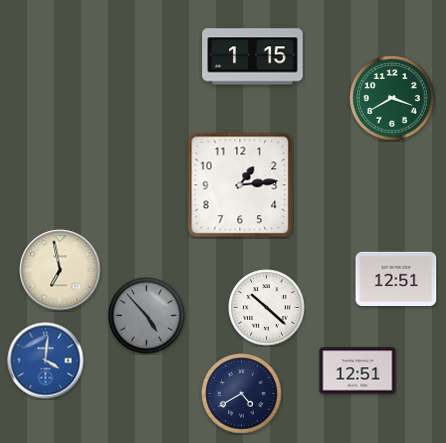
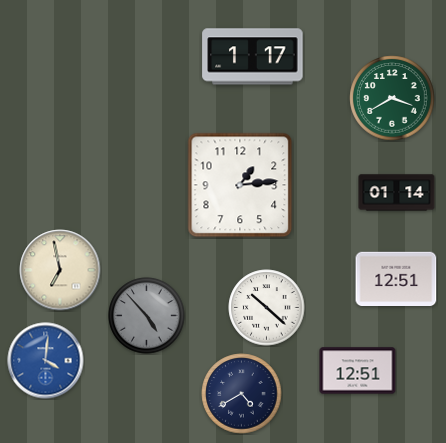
clock at (253, 57): 1:15 -> 1:17
clock at (397, 193): none -> 01:14
